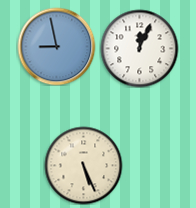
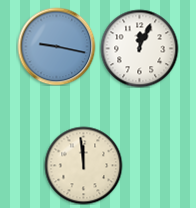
clock at (56, 46): 8:58 -> 9:17
clock at (83, 165): 5:26 -> 11:59
